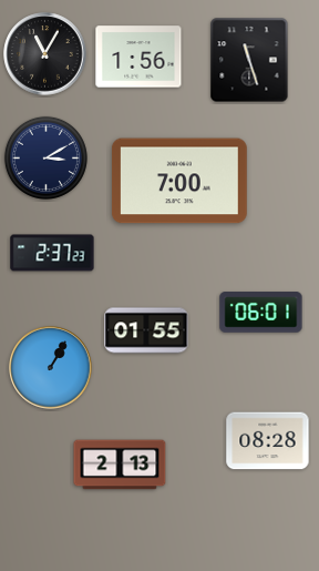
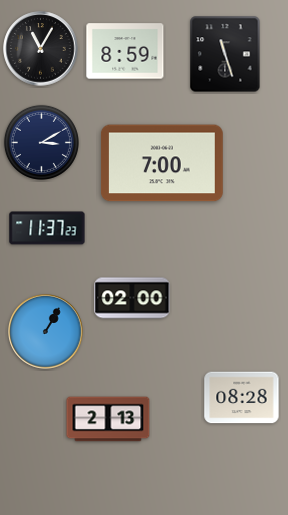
clock at (138, 57): 1:56 -> 8:59
clock at (52, 253): 2:37 -> 11:37
clock at (261, 313): 06:01 -> none
clock at (146, 330): 01:55 -> 02:00
